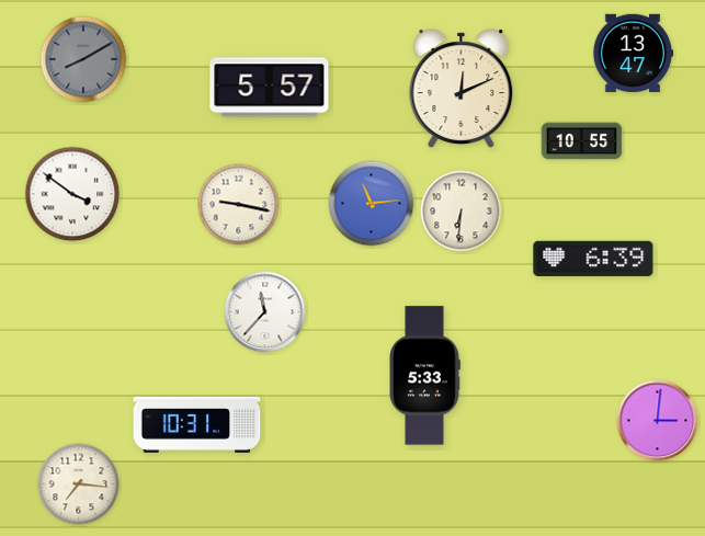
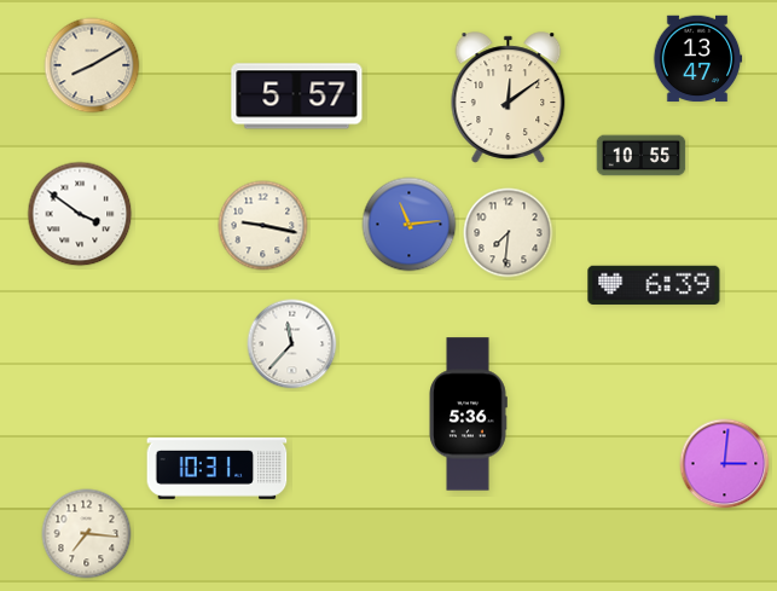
clock at (83, 59) dial: grey -> cream
clock at (462, 89): 12:11 -> 12:09
clock at (462, 212): 6:31 -> 7:31
clock at (424, 376): 5:33 -> 5:36
